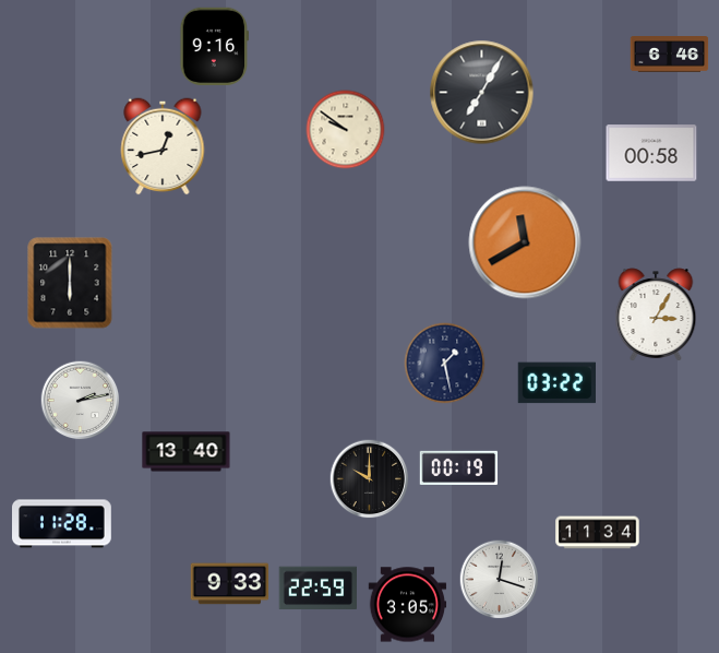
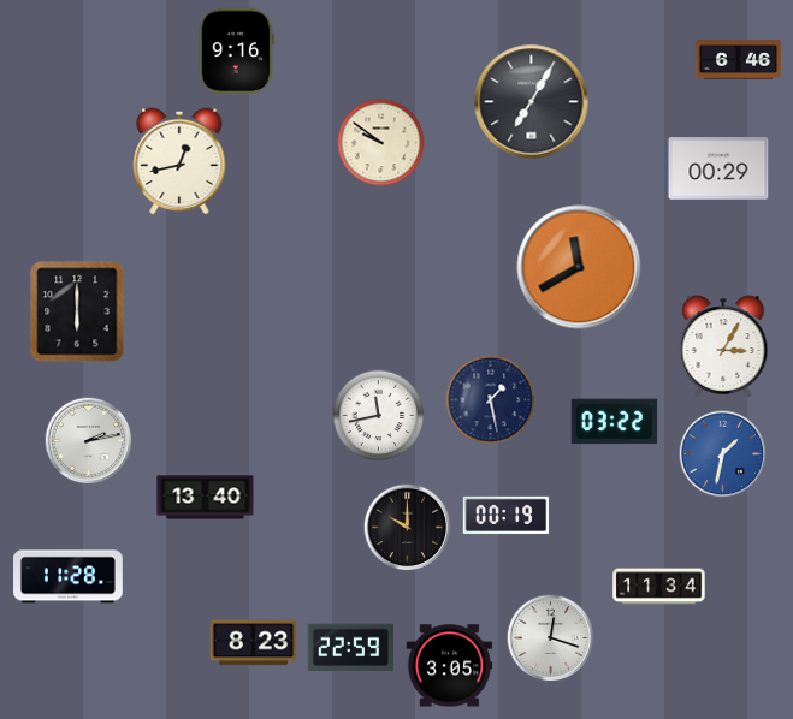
clock at (651, 153): 00:58 -> 00:29
clock at (379, 416): none -> 11:43
clock at (723, 454): none -> 1:32
clock at (230, 584): 9:33 -> 8:23
